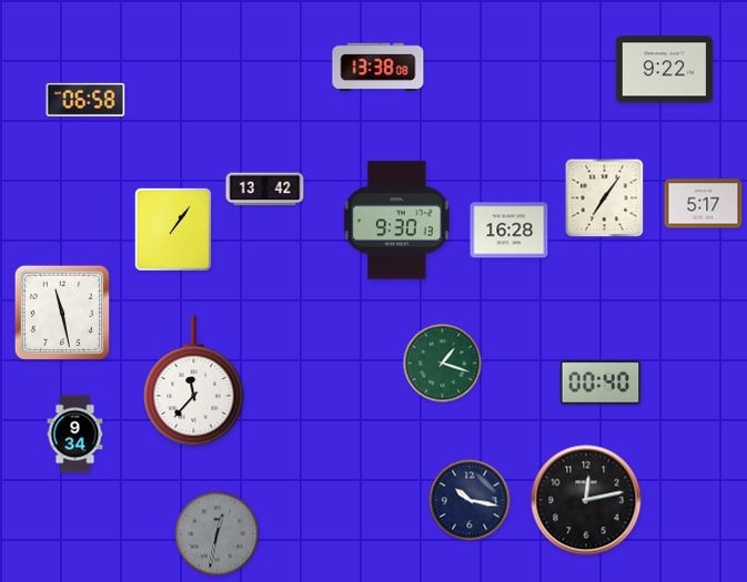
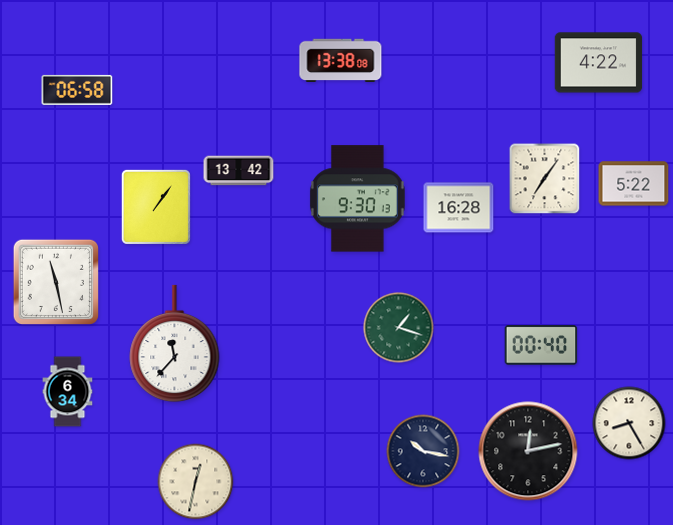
clock at (665, 70): 9:22 -> 4:22
clock at (704, 204): 5:17 -> 5:22
clock at (75, 435): 9:34 -> 6:34
clock at (629, 423): none -> 8:25
clock at (218, 534) dial: grey -> cream
